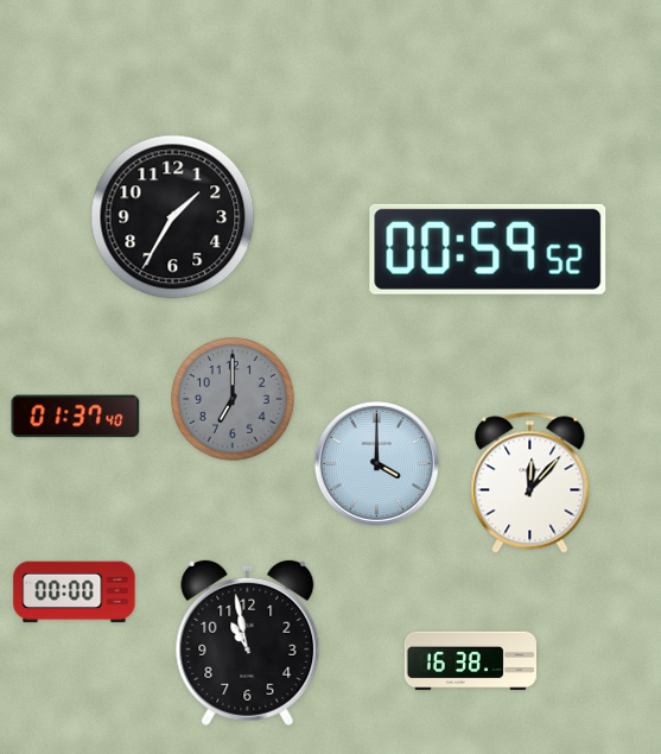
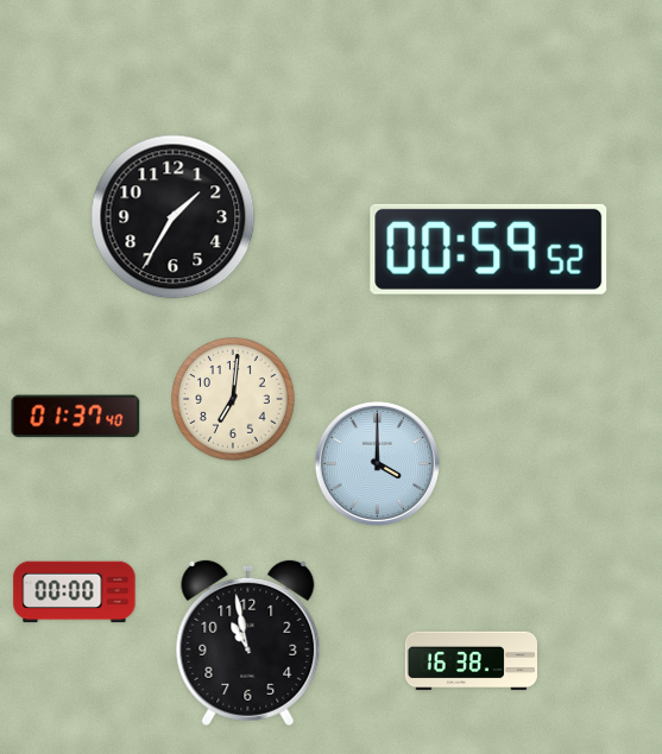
clock at (234, 400): 7:00 -> 7:01
clock at (234, 400) dial: grey -> cream
clock at (530, 483): 12:07 -> none
